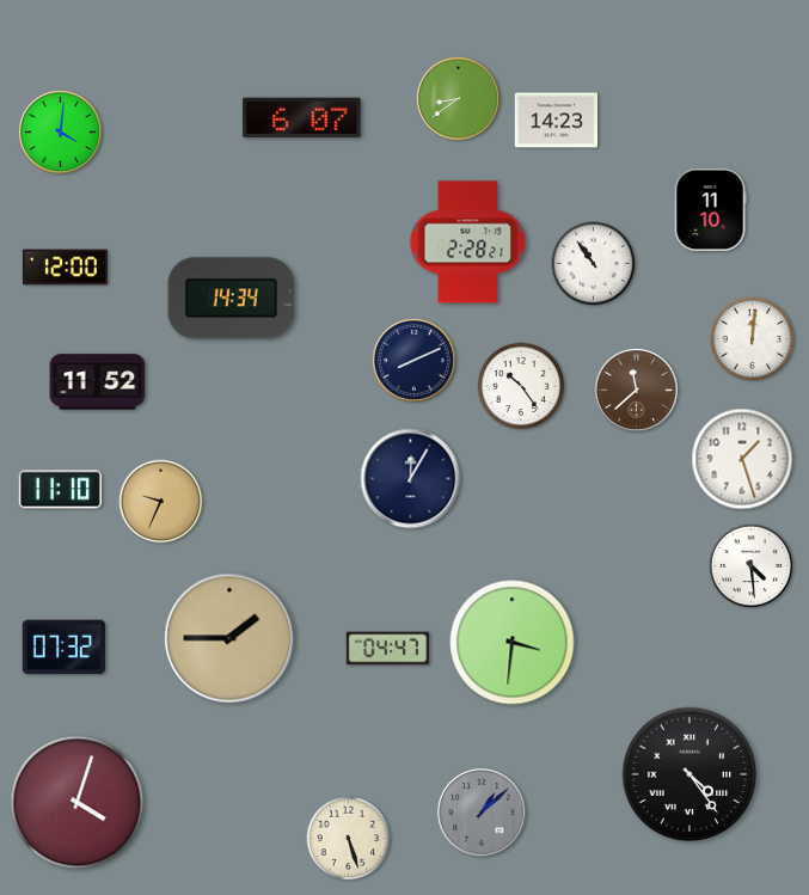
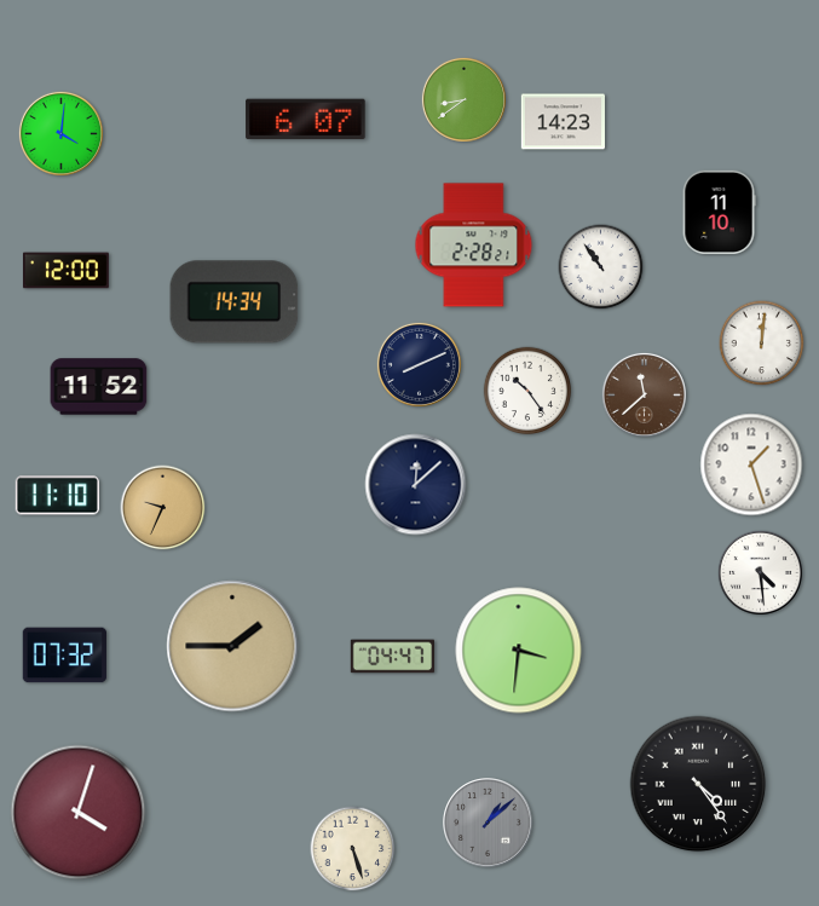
clock at (411, 479): 12:05 -> 12:08
clock at (60, 490) position: (60, 490) -> (57, 496)
